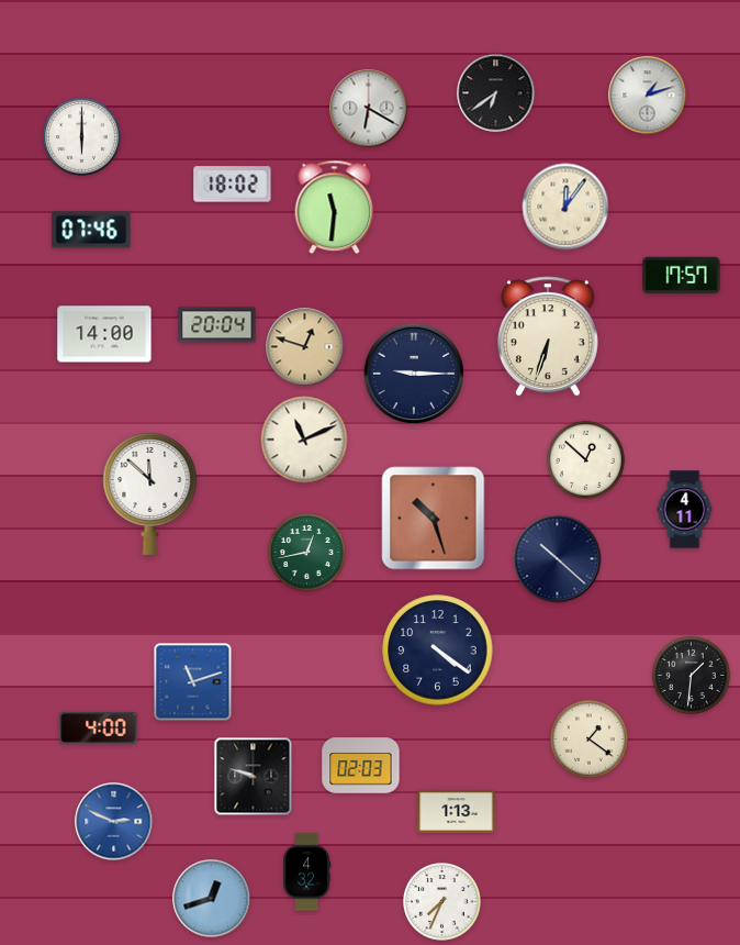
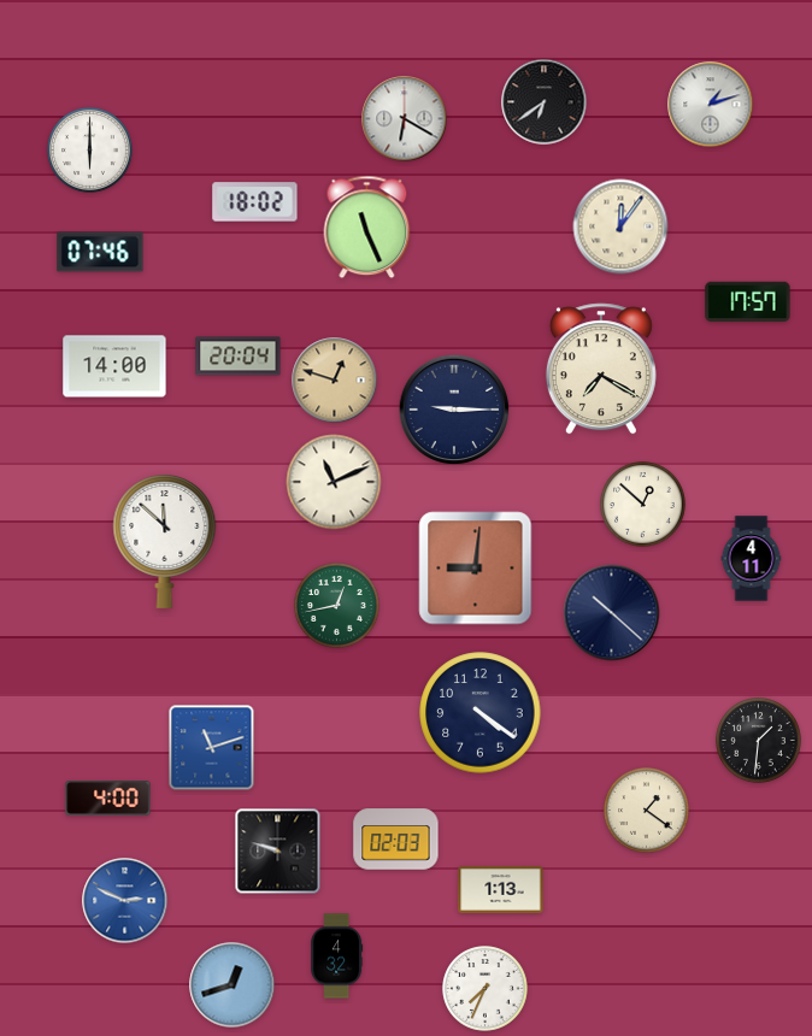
clock at (335, 208): 11:31 -> 11:26
clock at (548, 336): 6:33 -> 7:20
clock at (434, 519): 10:27 -> 9:01
